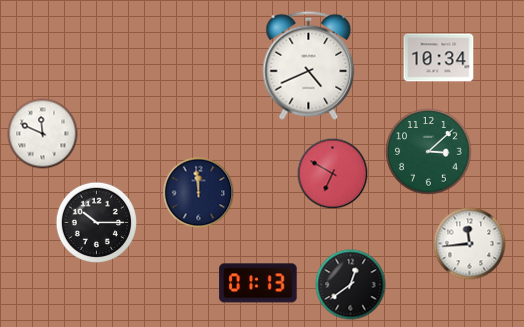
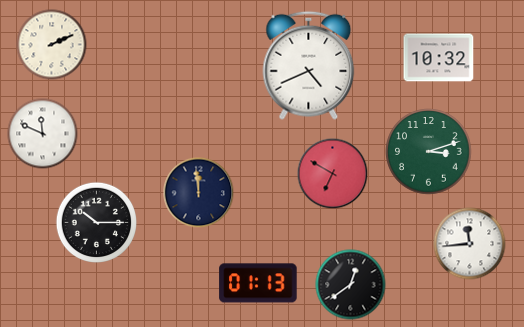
clock at (52, 45): none -> 2:11
clock at (439, 58): 10:34 -> 10:32
clock at (429, 152): 3:08 -> 3:12
